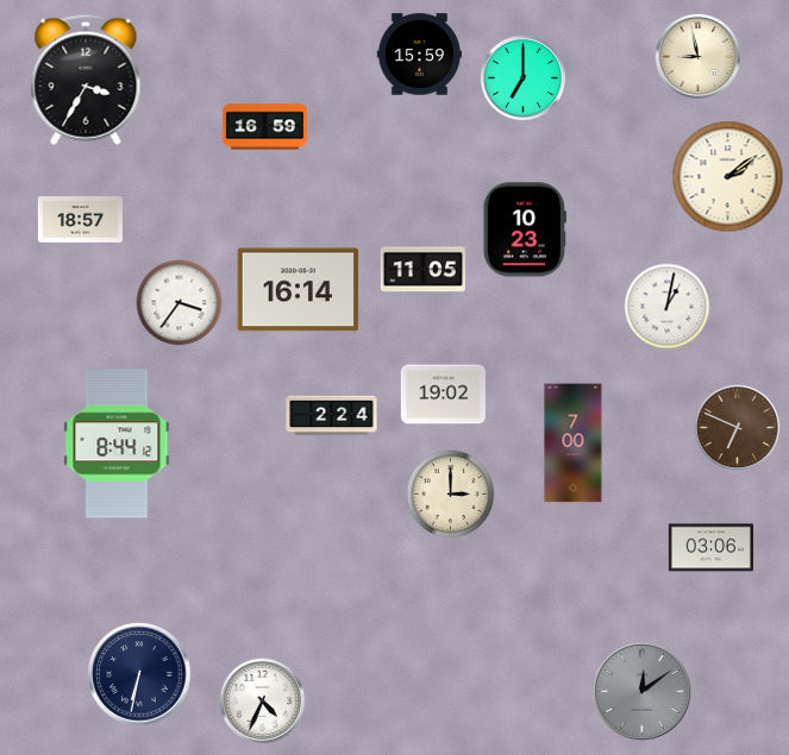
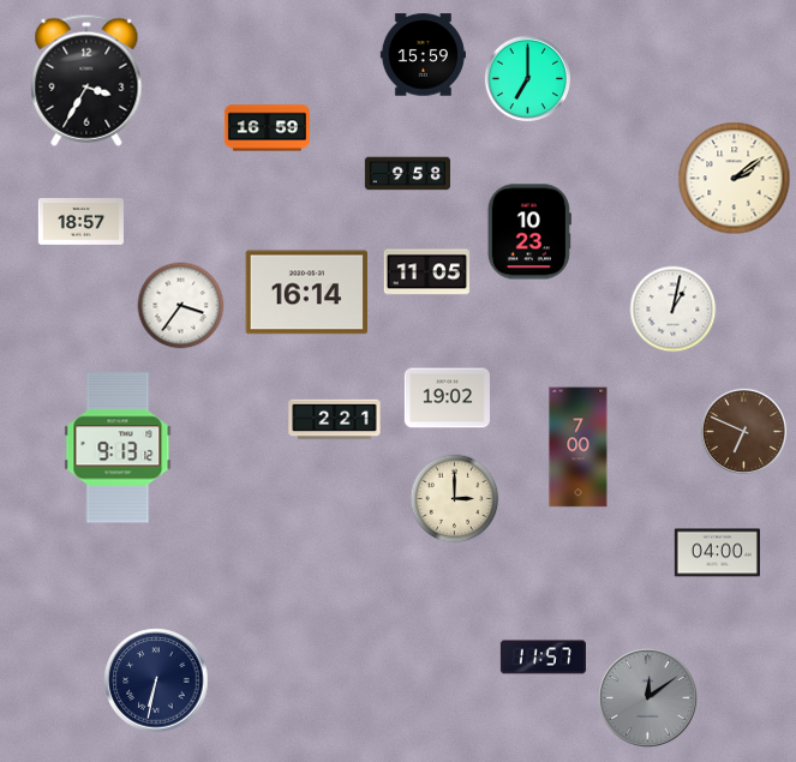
clock at (697, 56): 8:58 -> none
clock at (407, 174): none -> 9:58
clock at (299, 290) position: (299, 290) -> (307, 293)
clock at (332, 416): 2:24 -> 2:21
clock at (117, 443): 8:44 -> 9:13
clock at (710, 548): 03:06 -> 04:00
clock at (543, 658): none -> 11:57
clock at (139, 674) position: (139, 674) -> (156, 680)
clock at (262, 700): 4:34 -> none
